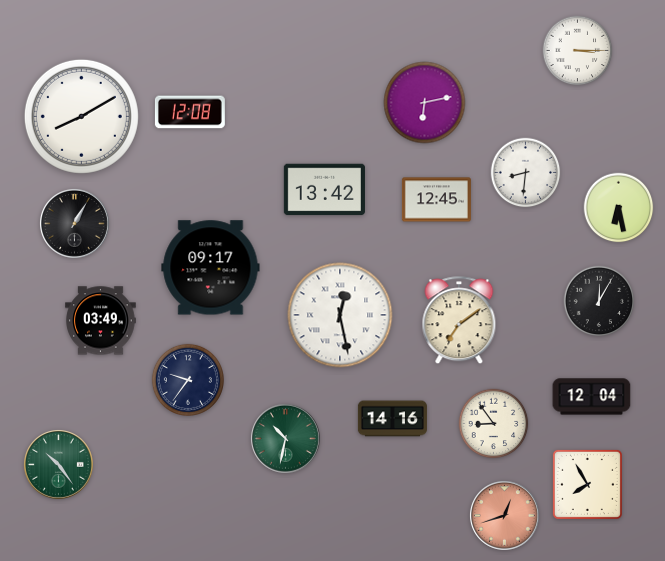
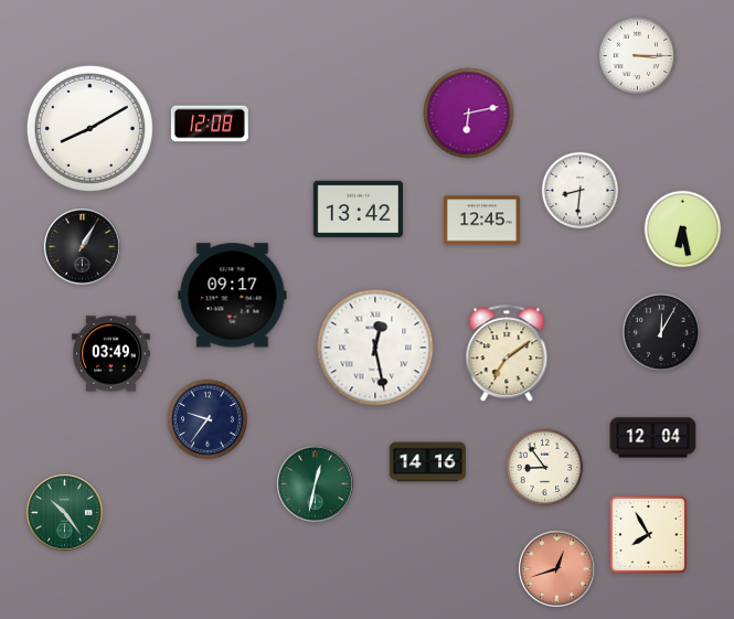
clock at (392, 419) position: (392, 419) -> (427, 462)
clock at (285, 438): 10:32 -> 12:32
